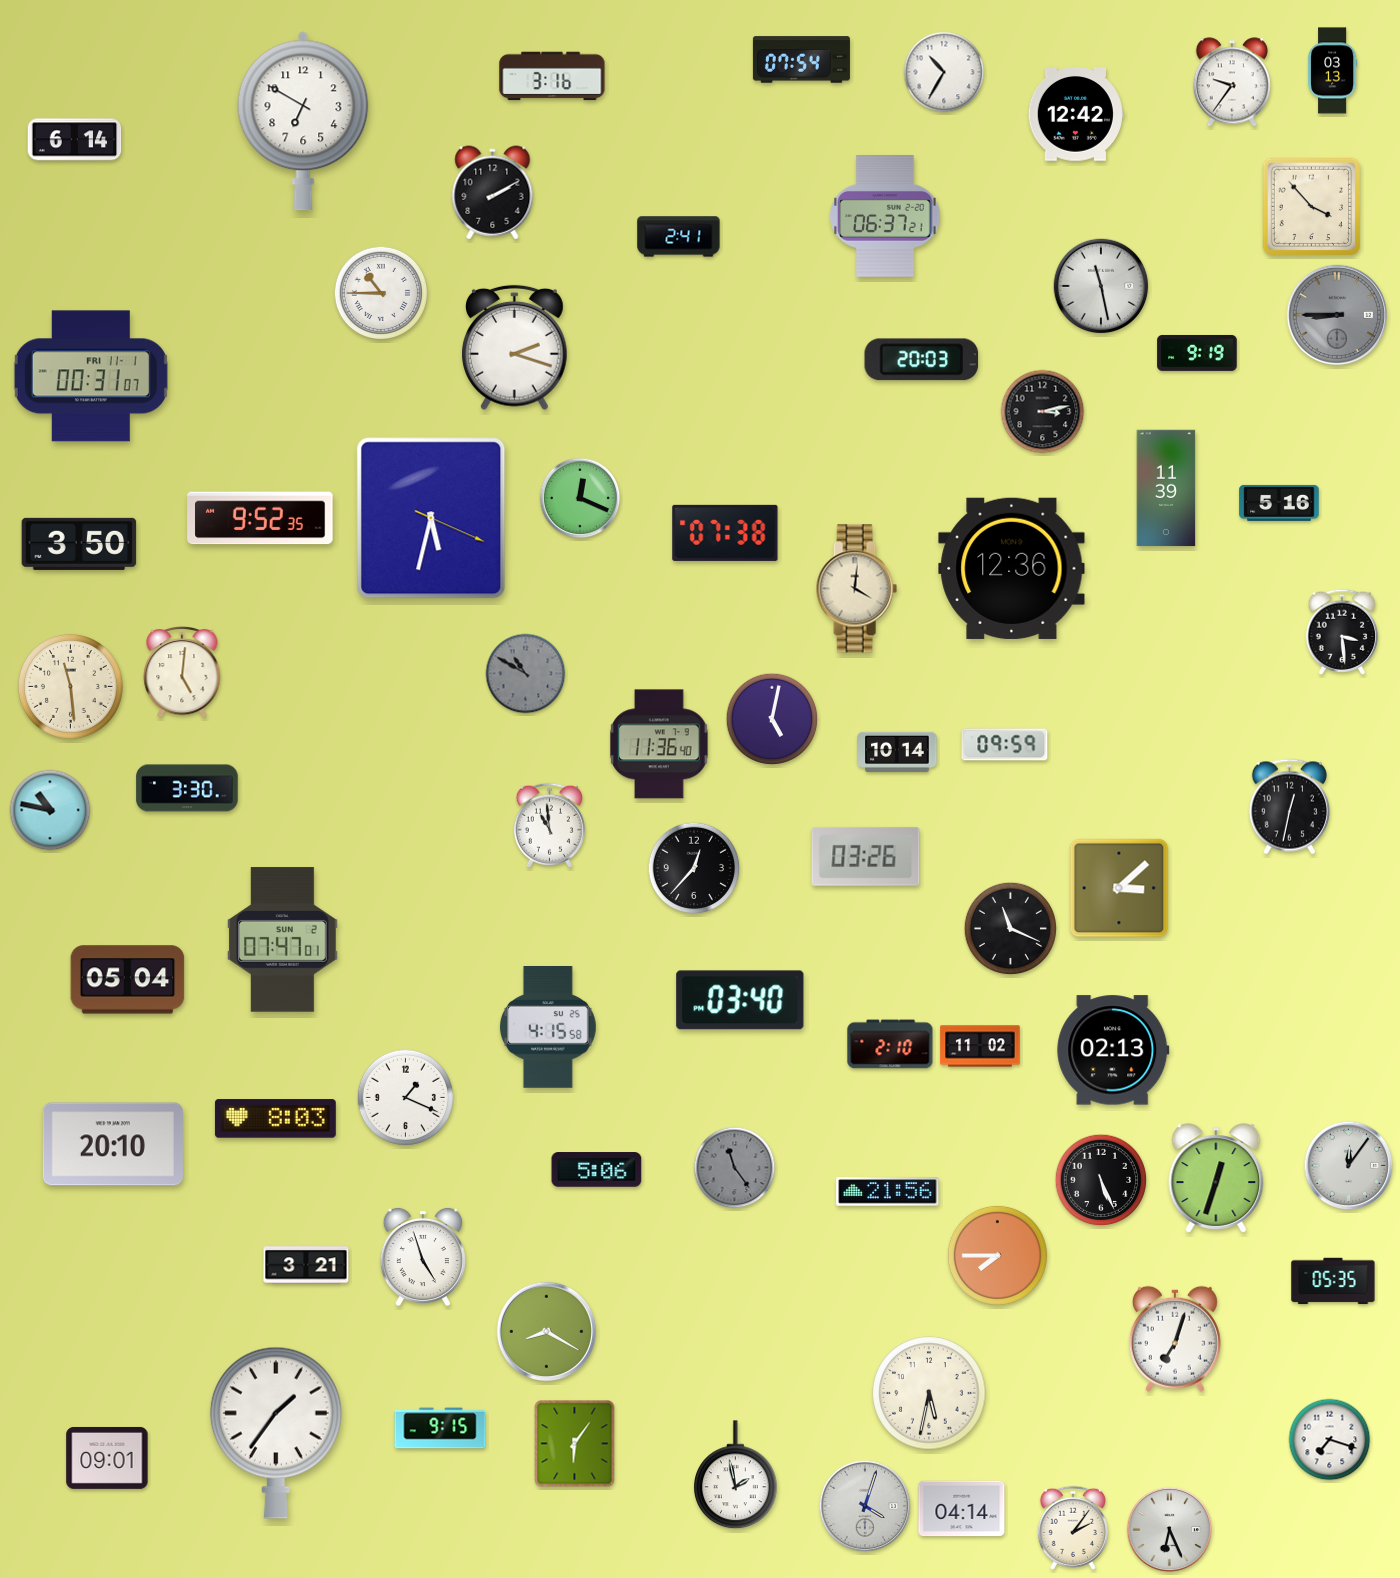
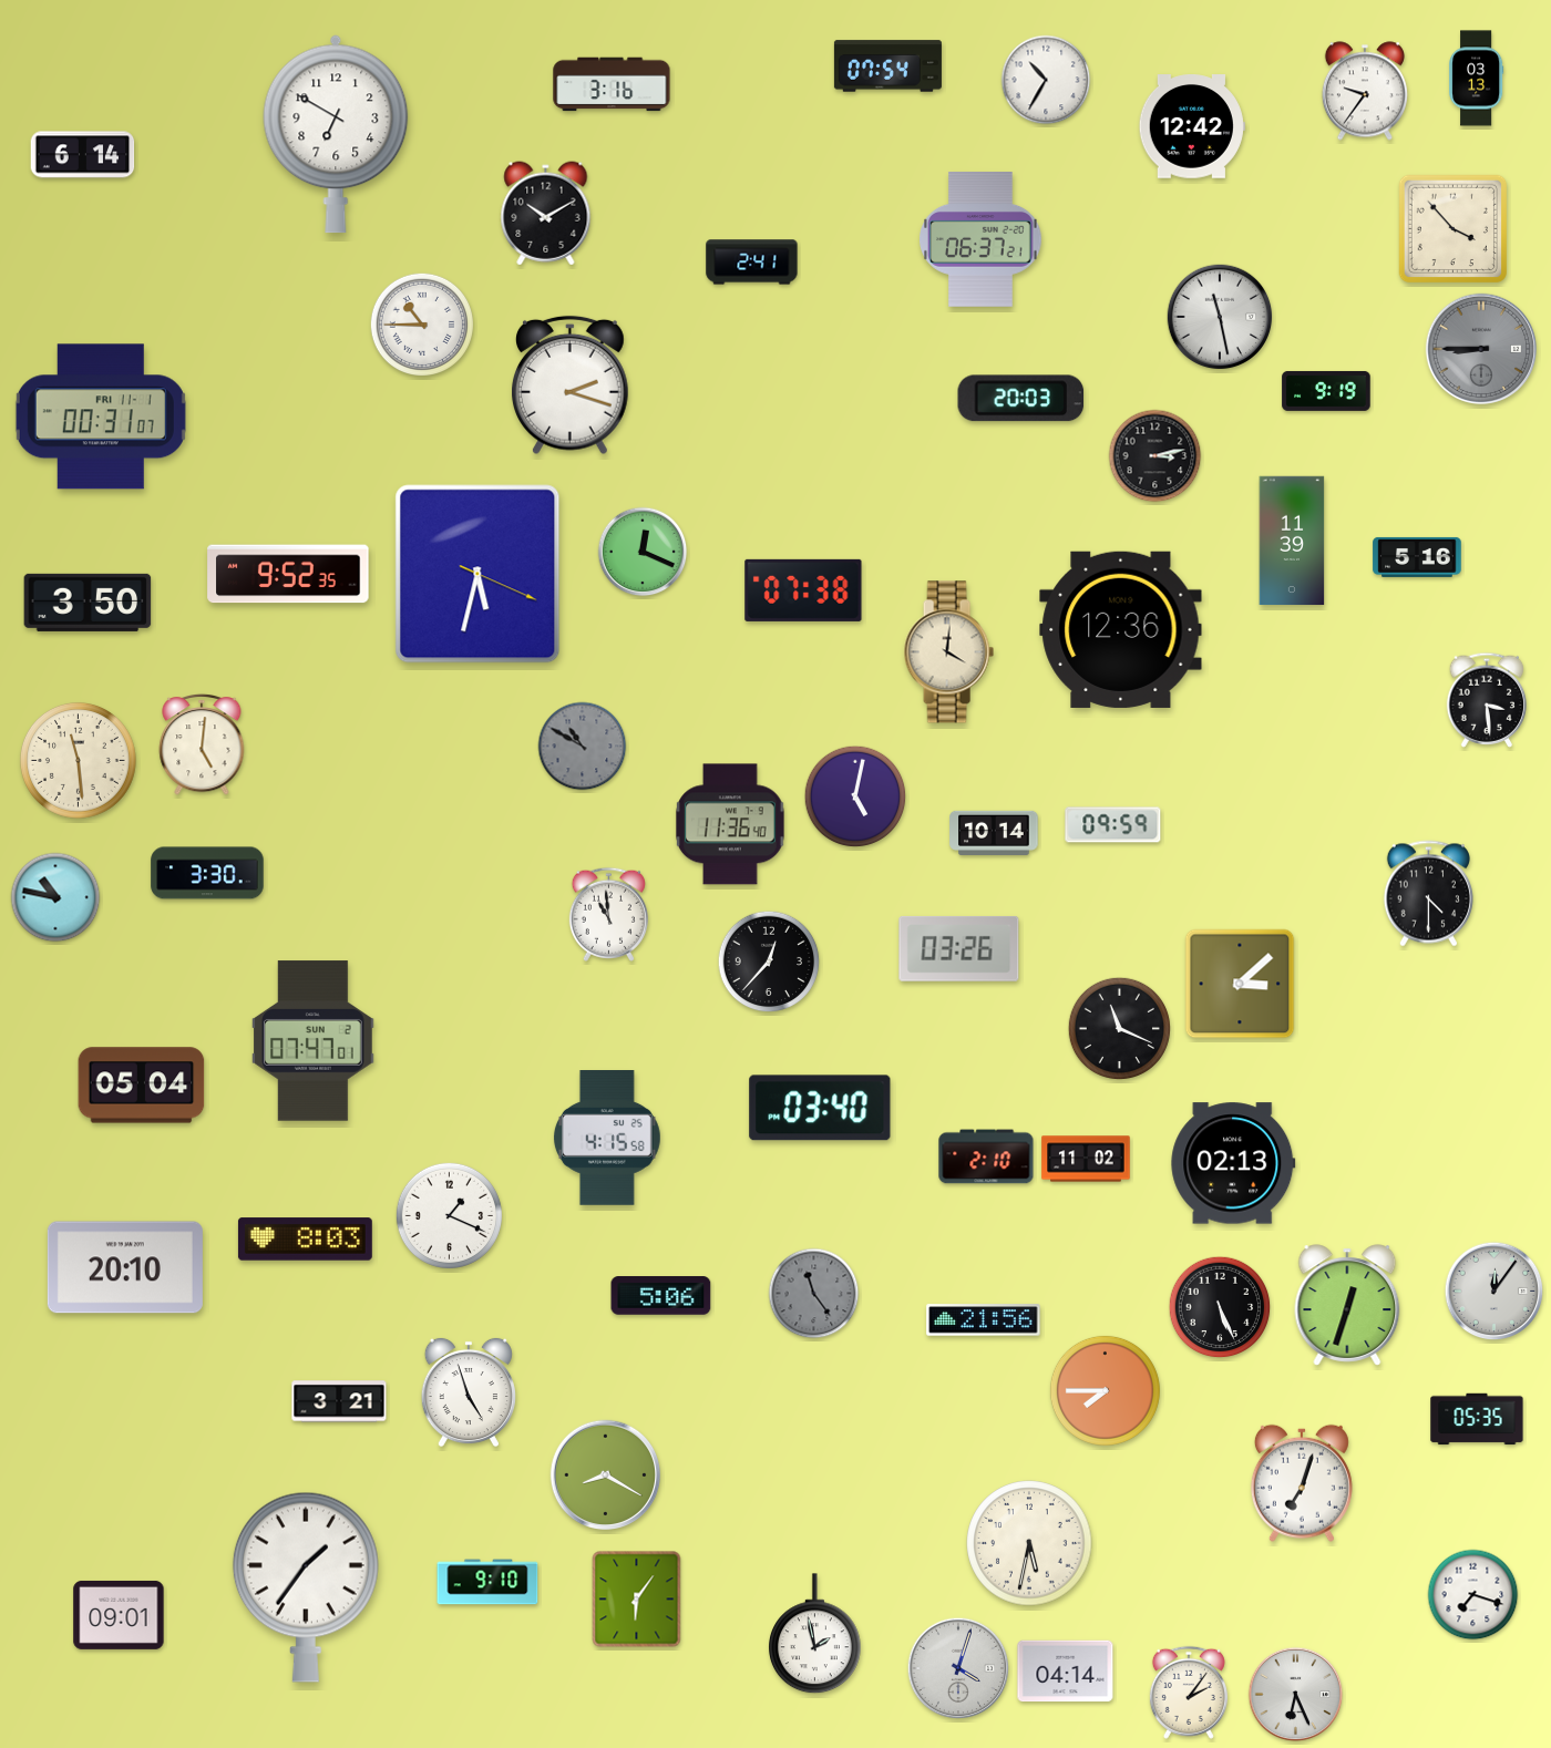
clock at (493, 193): 2:10 -> 10:10
clock at (1289, 807): 12:32 -> 4:30
clock at (440, 1428): 9:15 -> 9:10
